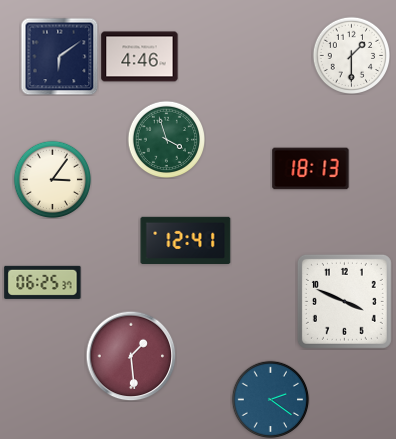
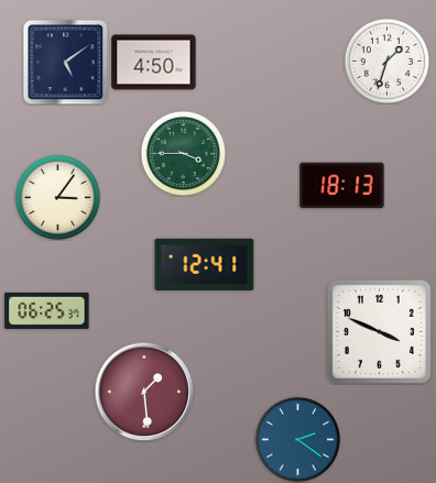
clock at (351, 55): 1:30 -> 1:33
clock at (59, 56): 6:09 -> 5:09
clock at (140, 57): 4:46 -> 4:50
clock at (166, 139): 3:57 -> 3:45
